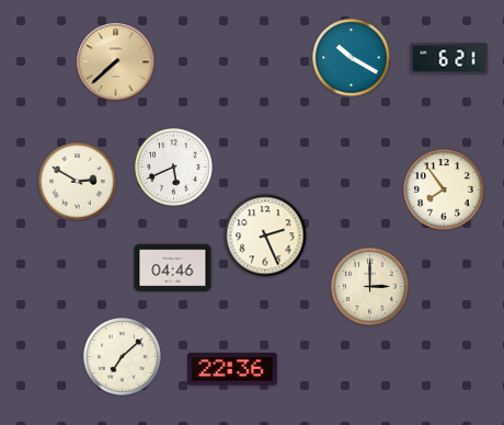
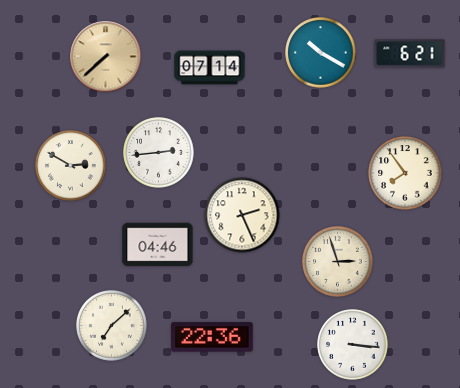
clock at (210, 68): none -> 07:14
clock at (174, 168): 5:41 -> 2:44
clock at (370, 287): 3:00 -> 2:57
clock at (353, 345): none -> 3:16
